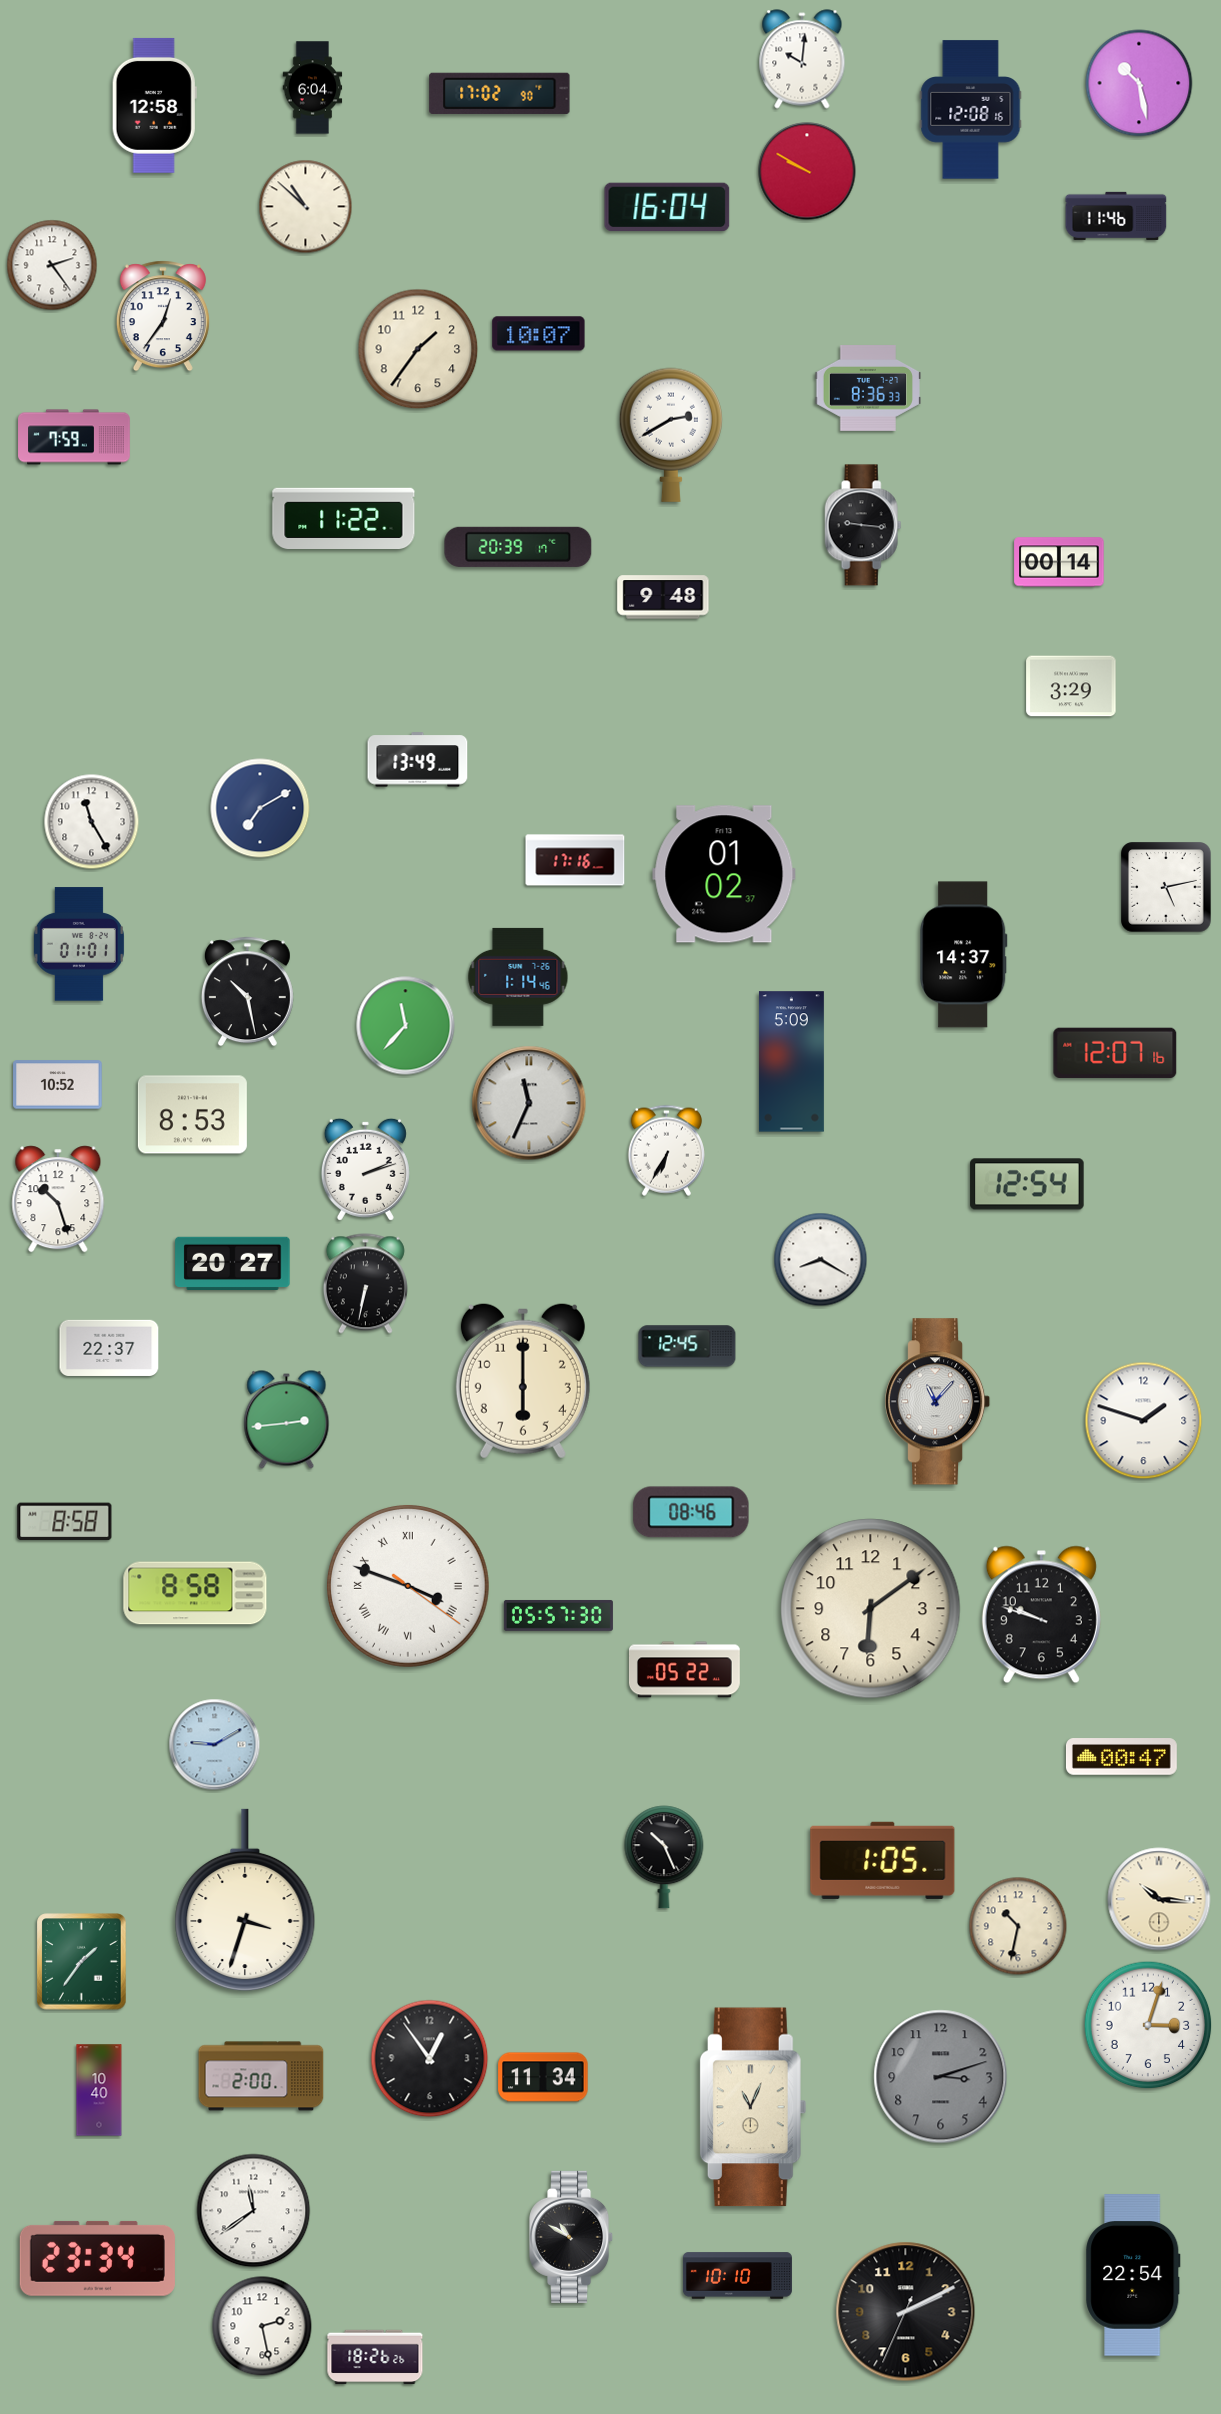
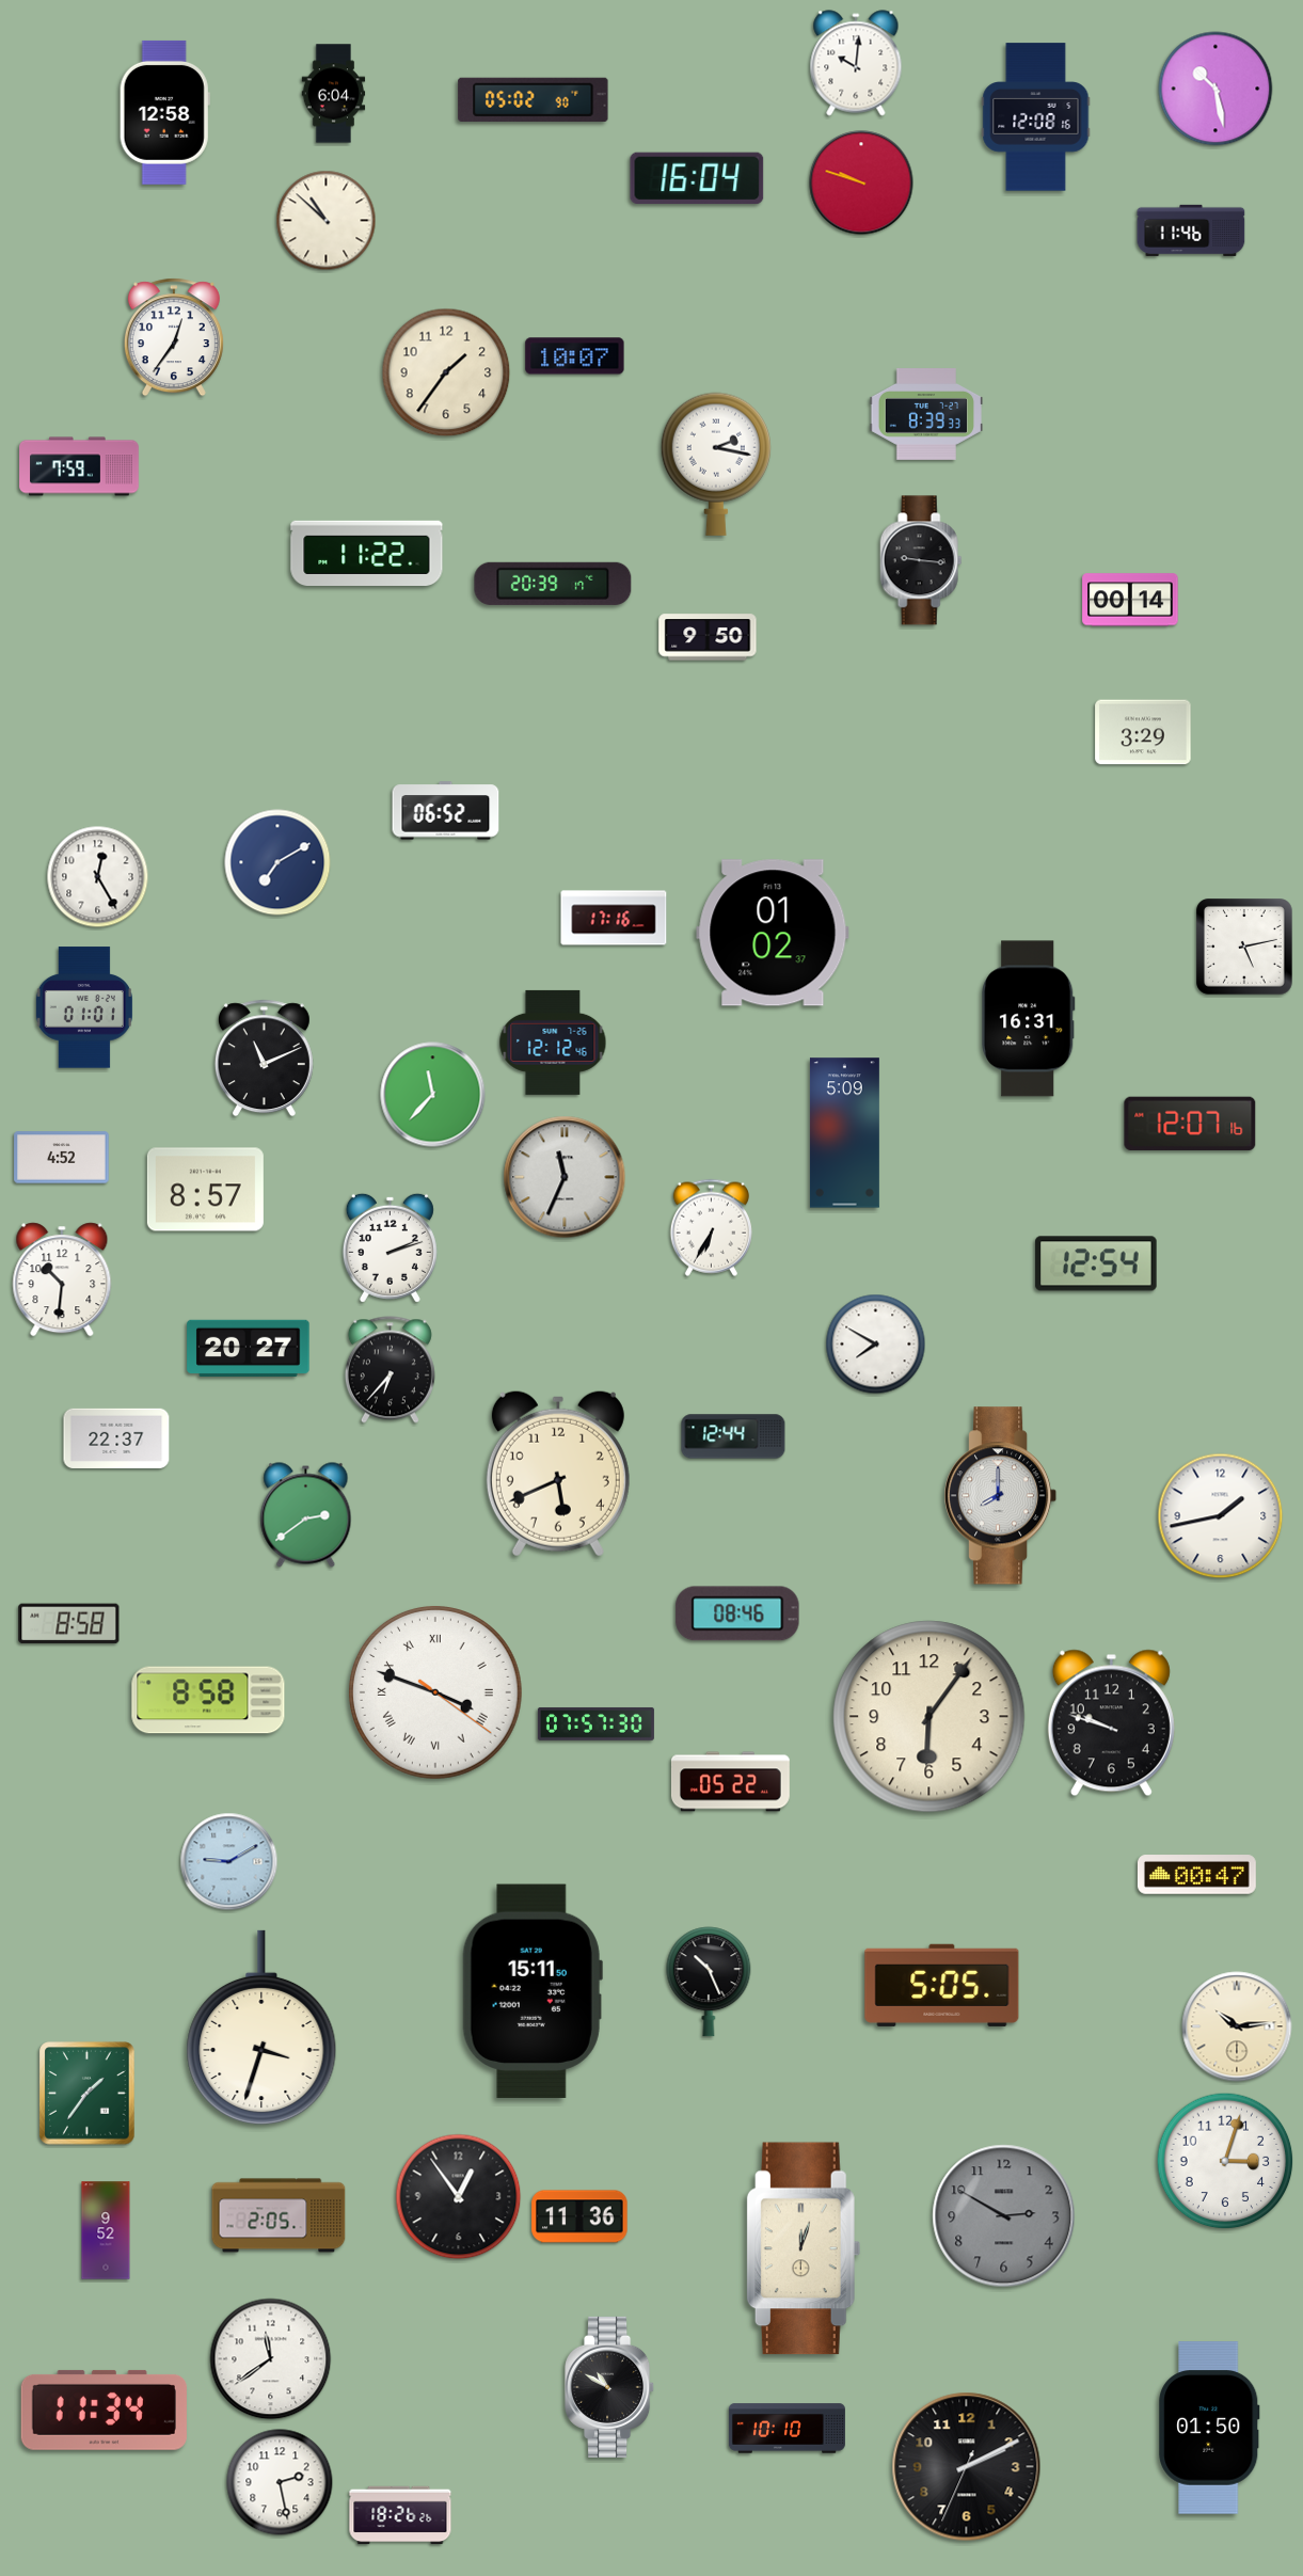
clock at (500, 93): 17:02 -> 05:02
clock at (807, 171): 9:50 -> 9:48
clock at (667, 207) position: (667, 207) -> (697, 178)
clock at (52, 265): 2:24 -> none
clock at (867, 389): 8:36 -> 8:39
clock at (671, 435): 2:40 -> 2:17
clock at (663, 597): 9:48 -> 9:50
clock at (418, 760): 13:49 -> 06:52
clock at (92, 822): 11:25 -> 12:25
clock at (964, 955): 14:37 -> 16:31
clock at (518, 977): 1:14 -> 12:12
clock at (247, 992): 10:28 -> 11:11
clock at (58, 1085): 10:52 -> 4:52
clock at (192, 1115): 8:53 -> 8:57
clock at (58, 1199): 10:27 -> 10:31
clock at (821, 1260): 8:20 -> 7:50
clock at (365, 1284): 6:32 -> 6:37
clock at (687, 1346): 12:45 -> 12:44
clock at (523, 1381): 6:00 -> 5:41
clock at (939, 1402): 11:07 -> 8:00
clock at (287, 1420): 2:44 -> 2:39
clock at (1144, 1421): 1:48 -> 1:43
clock at (871, 1609): 6:09 -> 6:06
clock at (558, 1615): 05:57 -> 07:57
clock at (883, 1860): 1:05 -> 5:05
clock at (533, 1990): none -> 15:11
clock at (1159, 1899): 10:16 -> 10:14
clock at (1018, 1926): 10:32 -> none
clock at (261, 2076): 2:00 -> 2:05
clock at (543, 2077): 11:34 -> 11:36
clock at (941, 2077): 3:12 -> 2:50
clock at (99, 2090): 10:40 -> 9:52
clock at (753, 2107): 11:04 -> 12:03
clock at (97, 2258): 23:34 -> 11:34
clock at (1133, 2275): 22:54 -> 01:50
